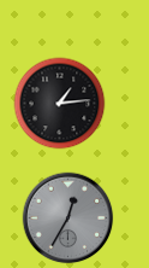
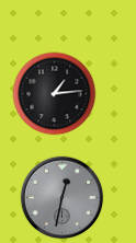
clock at (68, 219): 12:35 -> 12:32
